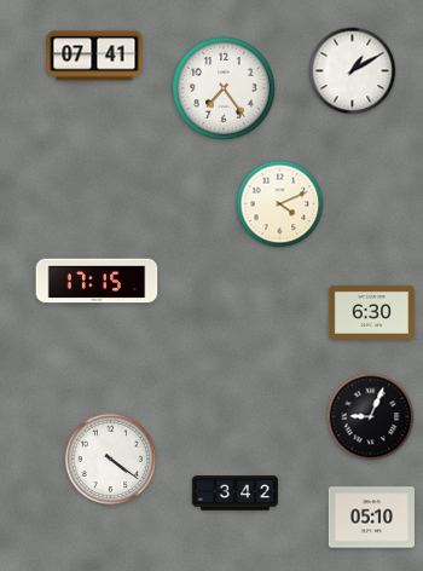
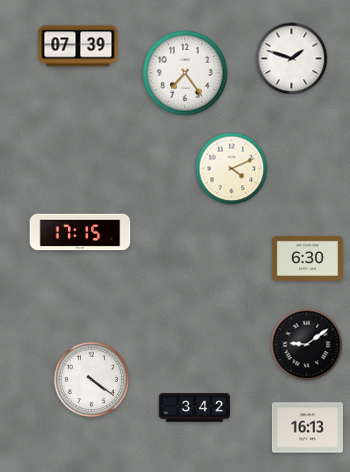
clock at (94, 56): 07:41 -> 07:39
clock at (353, 71): 1:10 -> 1:48
clock at (371, 417): 9:04 -> 9:09
clock at (371, 518): 05:10 -> 16:13
